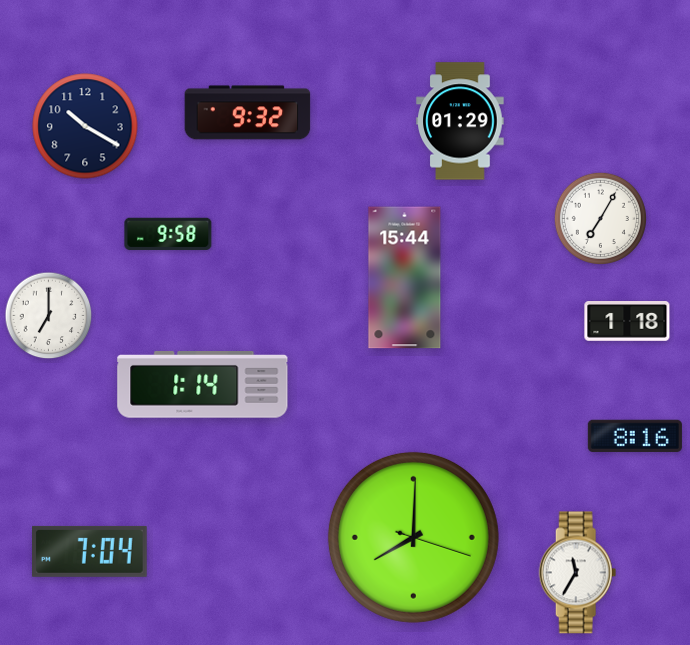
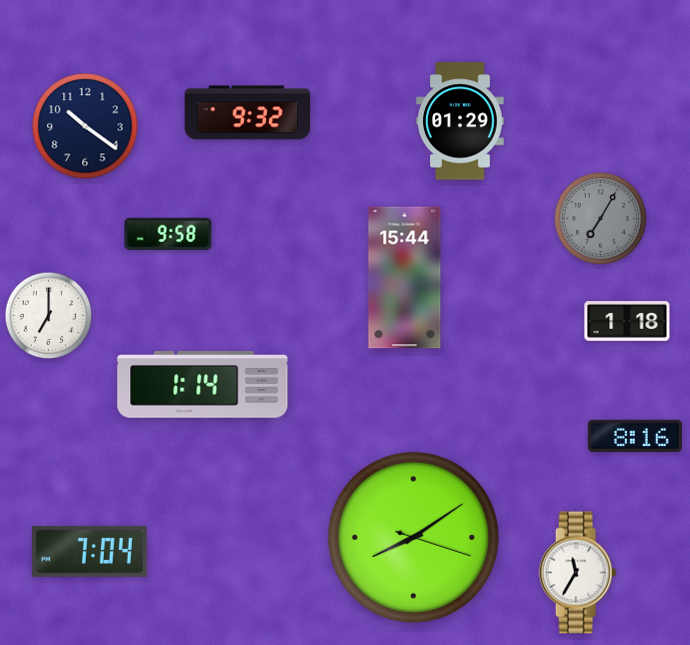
clock at (85, 126): 10:20 -> 10:21
clock at (600, 218) dial: white -> grey
clock at (413, 537): 8:00 -> 8:09
